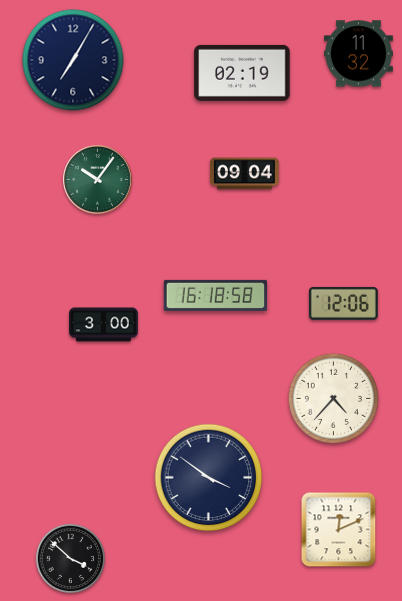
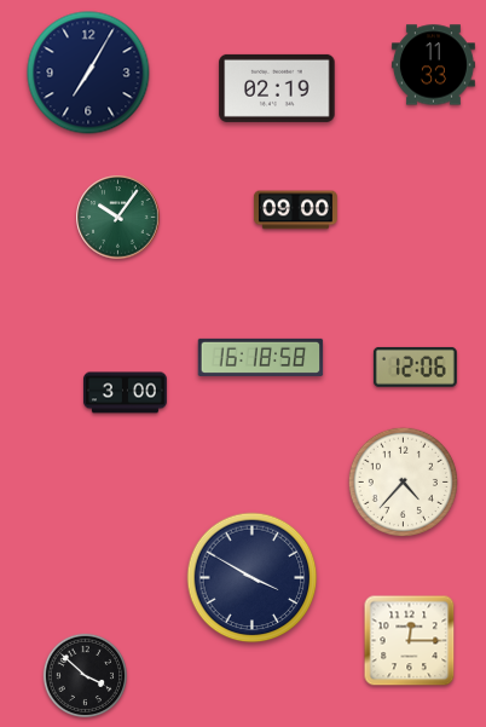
clock at (358, 54): 11:32 -> 11:33
clock at (242, 73) position: (242, 73) -> (277, 88)
clock at (244, 174): 09:04 -> 09:00
clock at (209, 478): 3:51 -> 3:50
clock at (339, 530): 12:11 -> 12:15
